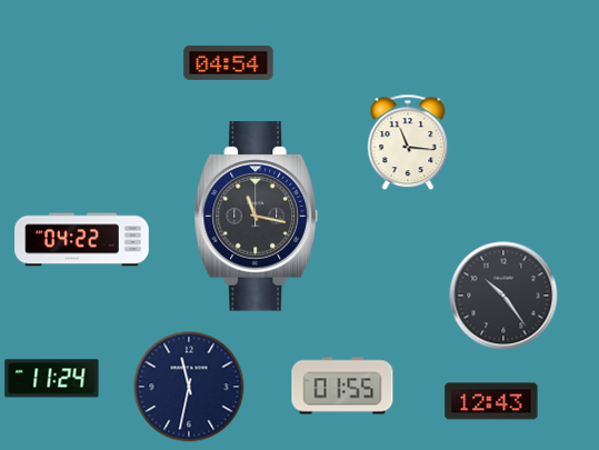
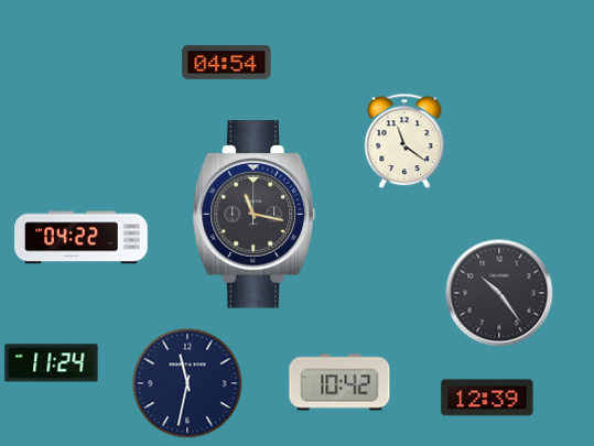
clock at (408, 142): 11:16 -> 11:21
clock at (52, 379) position: (52, 379) -> (52, 363)
clock at (342, 386): 01:55 -> 10:42
clock at (491, 401): 12:43 -> 12:39
